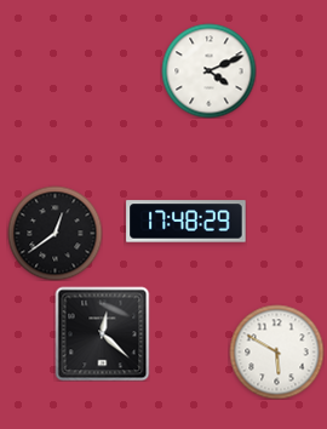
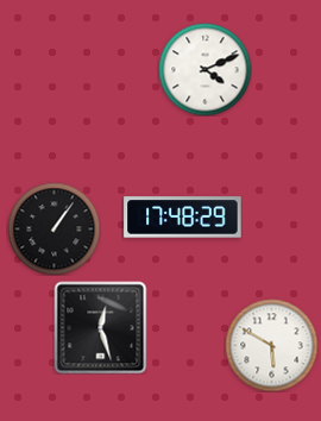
clock at (54, 233): 12:39 -> 1:06
clock at (102, 333): 12:22 -> 12:27
